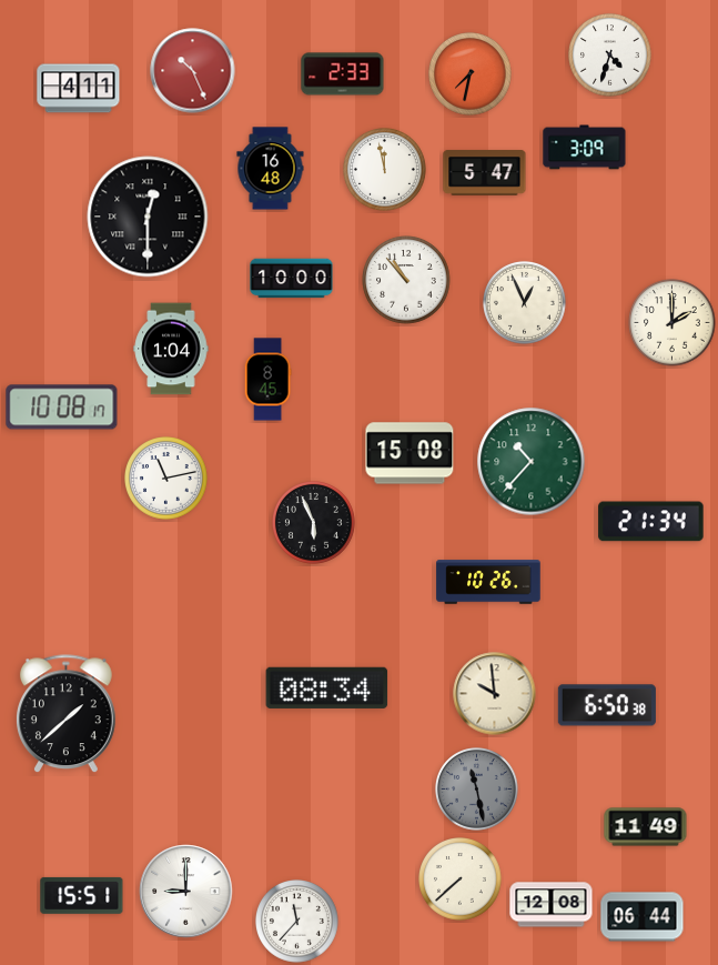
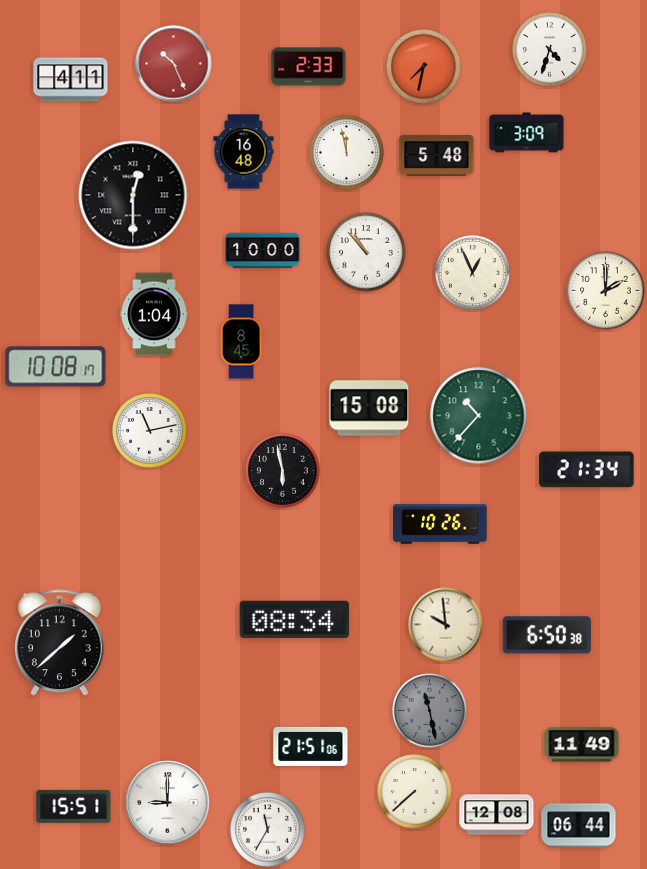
clock at (485, 173): 5:47 -> 5:48
clock at (314, 523): 5:56 -> 5:58
clock at (311, 746): none -> 21:51
clock at (297, 922): 11:37 -> 11:35
